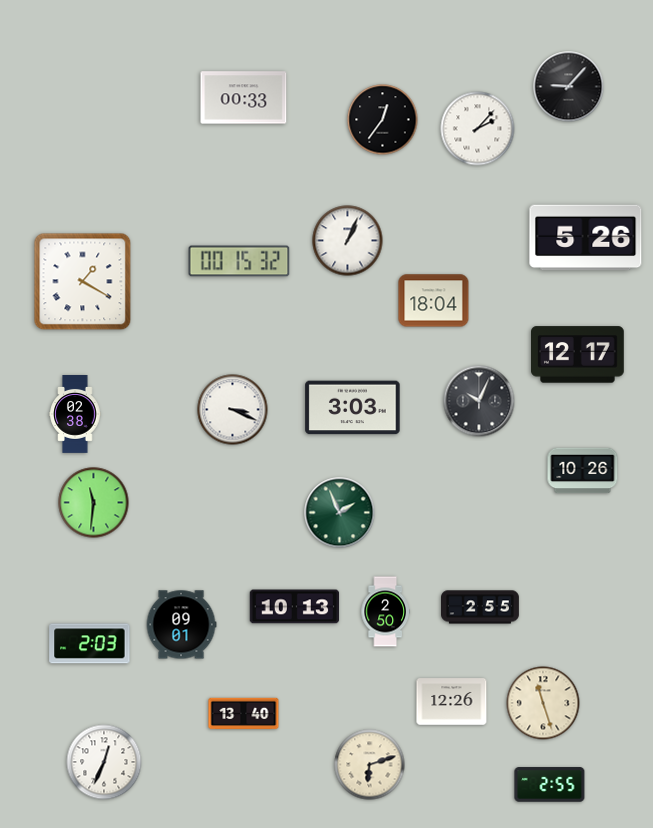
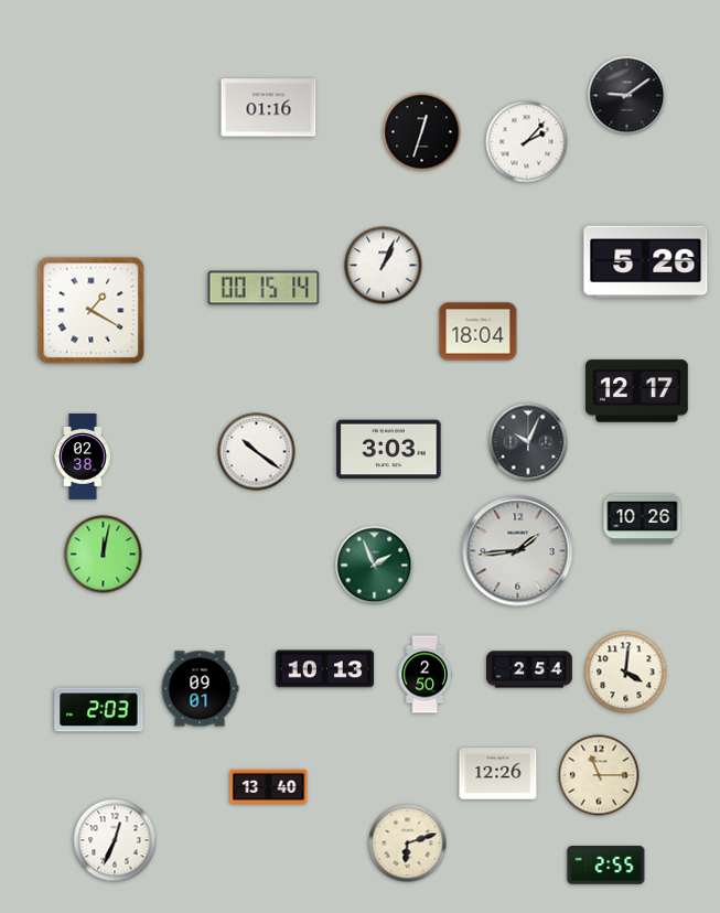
clock at (569, 87): 9:07 -> 9:09
clock at (244, 98): 00:33 -> 01:16
clock at (383, 120): 12:36 -> 12:33
clock at (239, 261): 00:15:32 -> 00:15:14
clock at (233, 410): 3:19 -> 10:21
clock at (518, 551): none -> 1:44
clock at (94, 503): 11:31 -> 12:02
clock at (481, 607): 2:55 -> 2:54
clock at (626, 673): none -> 4:01
clock at (543, 703): 11:27 -> 11:15
